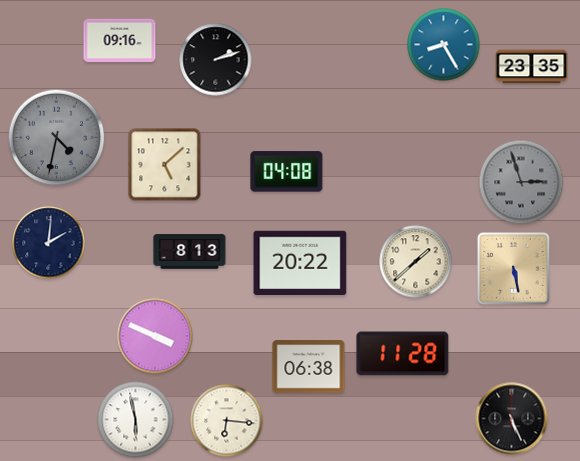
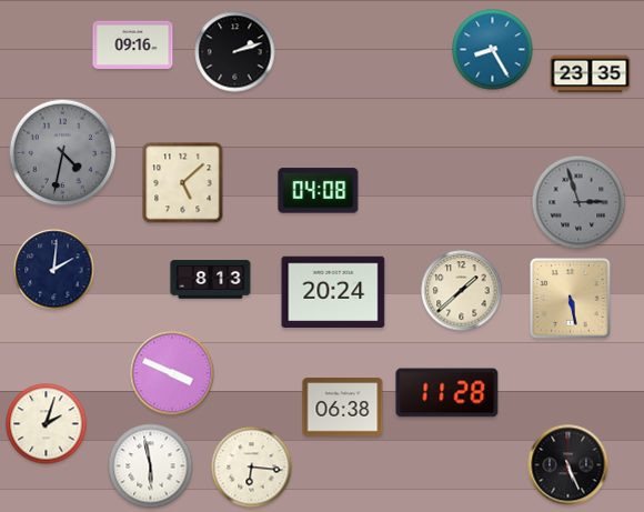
clock at (216, 60) position: (216, 60) -> (235, 52)
clock at (300, 263): 20:22 -> 20:24
clock at (47, 424): none -> 2:03
